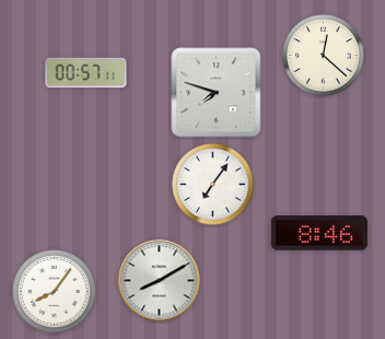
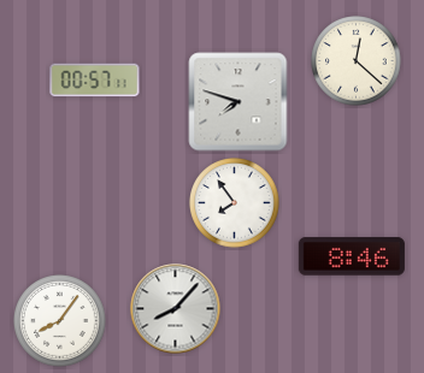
clock at (213, 185): 7:06 -> 7:54
clock at (160, 281): 8:10 -> 8:07
